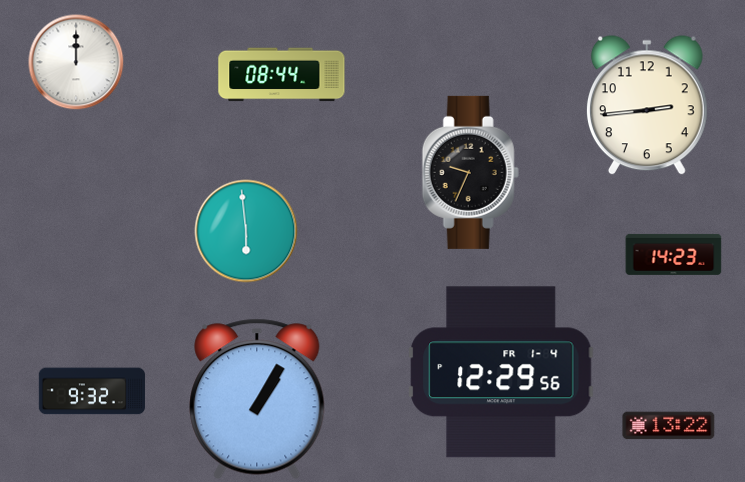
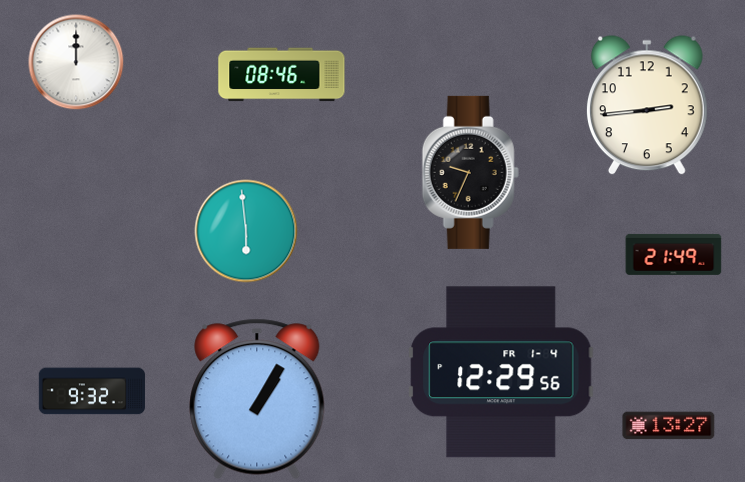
clock at (282, 75): 08:44 -> 08:46
clock at (674, 254): 14:23 -> 21:49
clock at (669, 426): 13:22 -> 13:27
